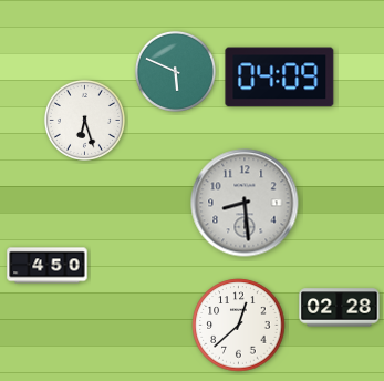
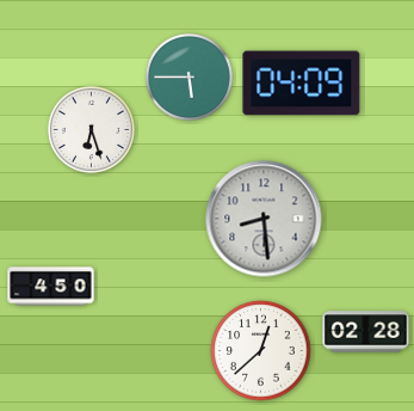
clock at (175, 71): 5:49 -> 5:45
clock at (239, 326) position: (239, 326) -> (261, 351)
